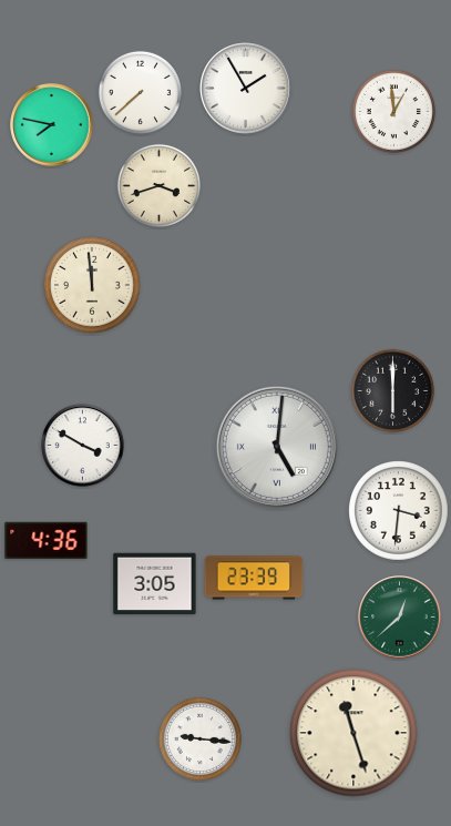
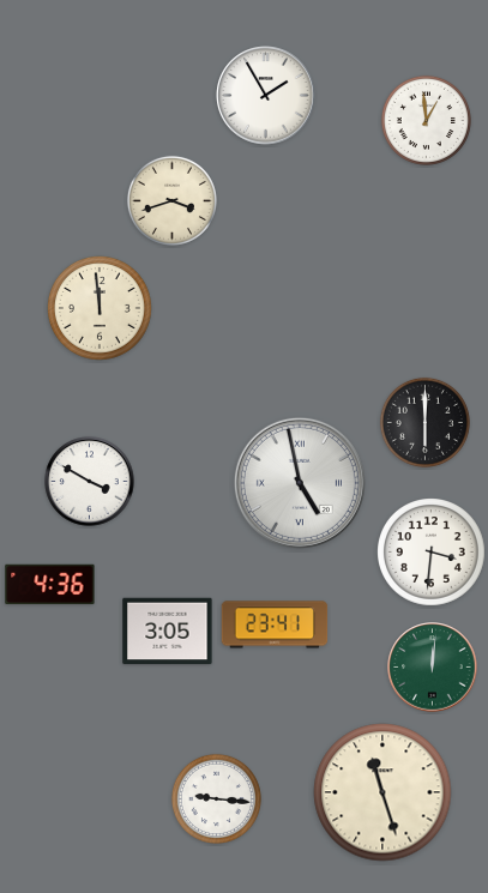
clock at (140, 92): 7:38 -> none
clock at (52, 125): 7:47 -> none
clock at (277, 447): 5:01 -> 4:58
clock at (254, 578): 23:39 -> 23:41
clock at (400, 618): 12:38 -> 12:01
